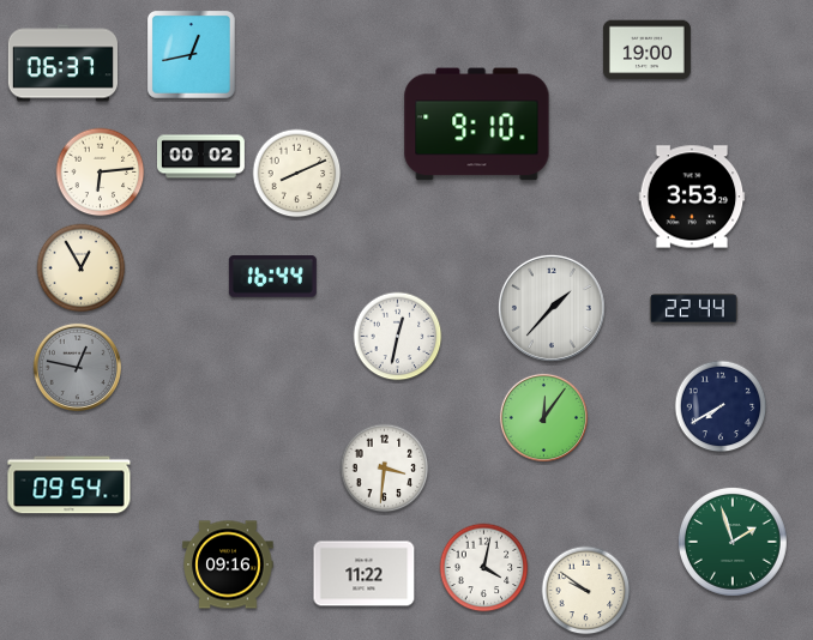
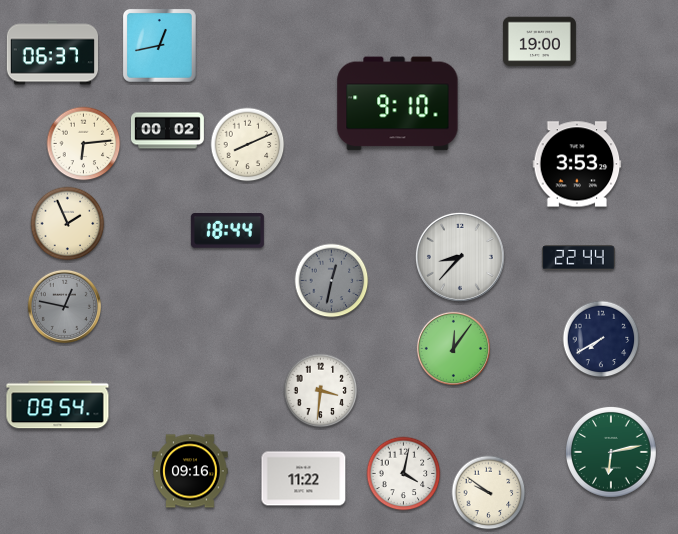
clock at (82, 268): 12:55 -> 1:56
clock at (272, 277): 16:44 -> 18:44
clock at (552, 308): 1:37 -> 8:37
clock at (398, 337) dial: white -> grey
clock at (733, 542): 1:57 -> 6:13
